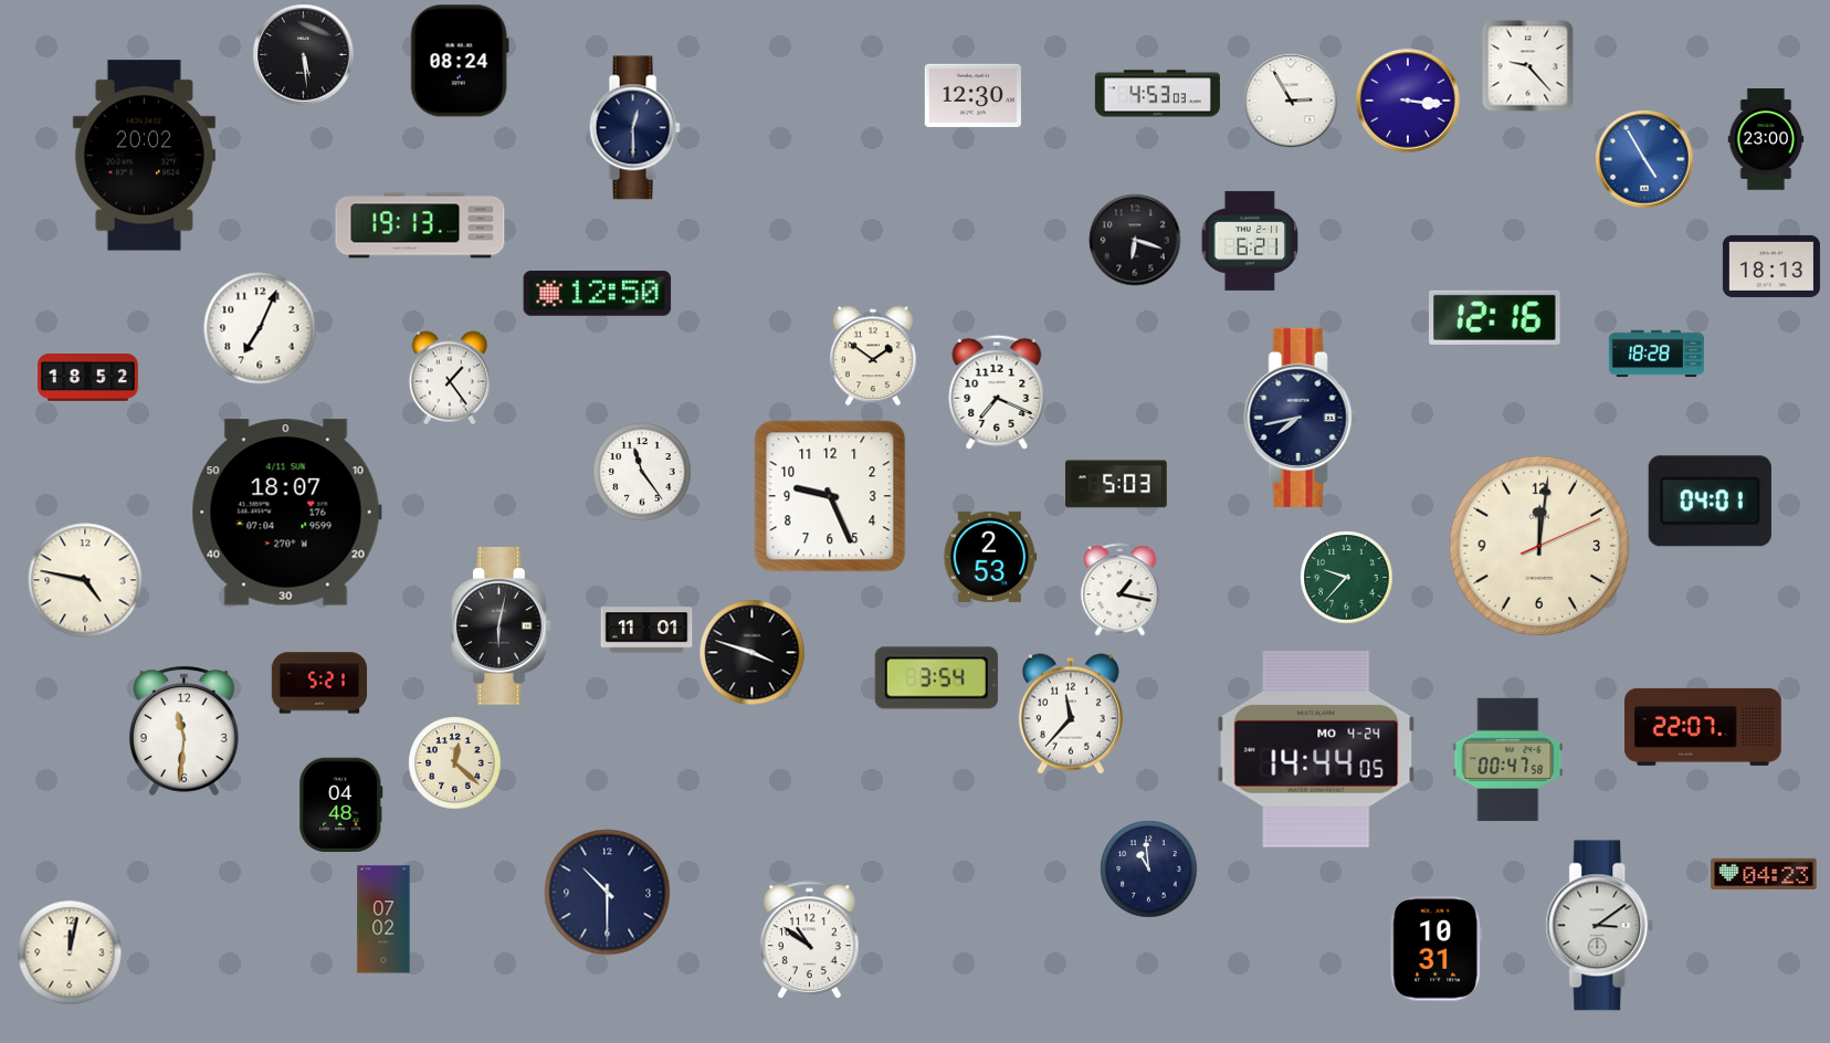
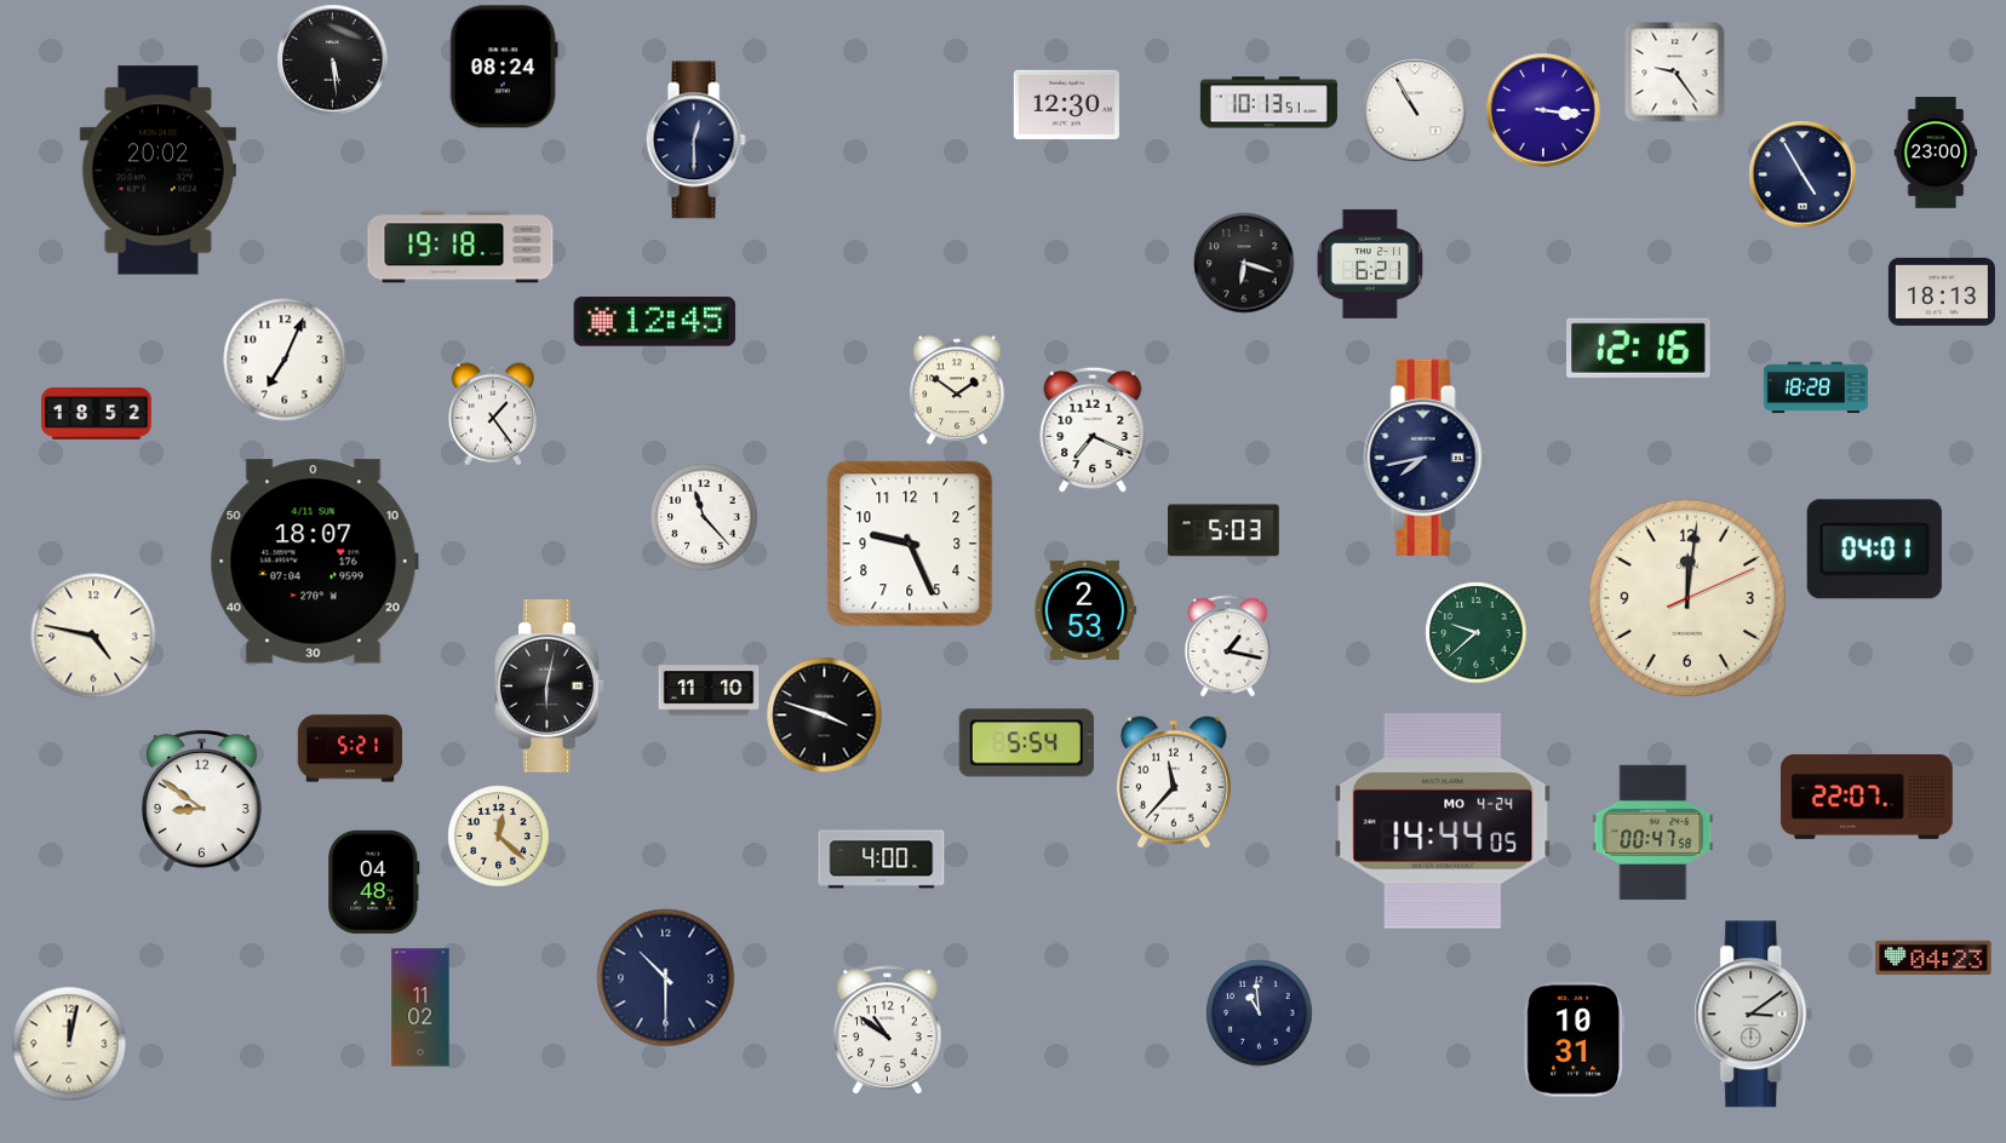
clock at (1528, 66): 9:23 -> 9:24
clock at (1157, 94): 4:53 -> 10:13
clock at (1291, 101): 2:55 -> 10:55
clock at (1644, 159) dial: blue -> navy
clock at (420, 225): 19:13 -> 19:18
clock at (598, 293): 12:50 -> 12:45
clock at (642, 472): 11:24 -> 11:23
clock at (1347, 578): 9:37 -> 9:38
clock at (646, 630): 11:01 -> 11:10
clock at (936, 678): 3:54 -> 5:54
clock at (183, 730): 11:31 -> 8:51
clock at (882, 860): none -> 4:00
clock at (1149, 870) position: (1149, 870) -> (1260, 1013)
clock at (383, 919): 07:02 -> 11:02
clock at (70, 952) position: (70, 952) -> (69, 1044)
